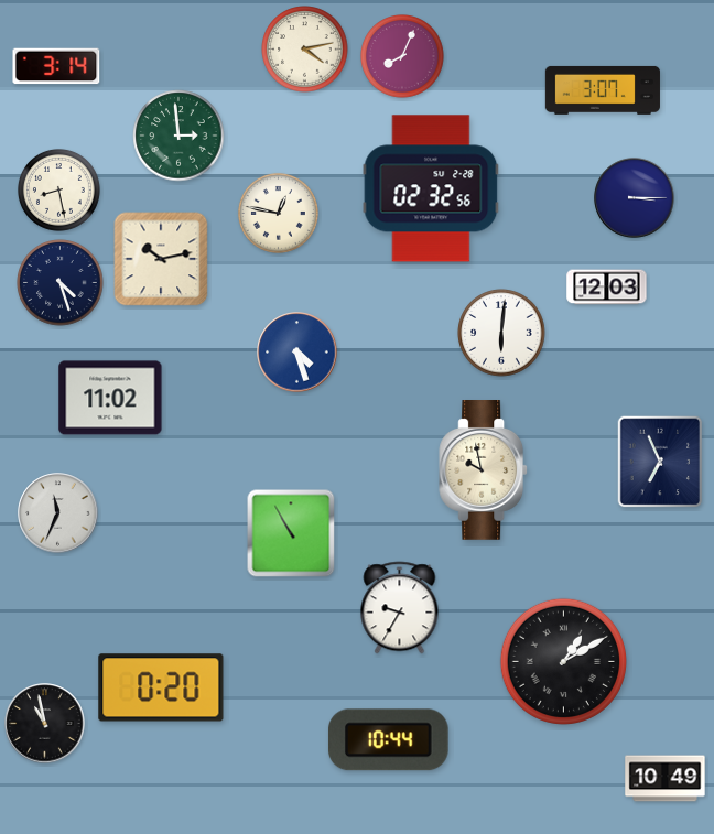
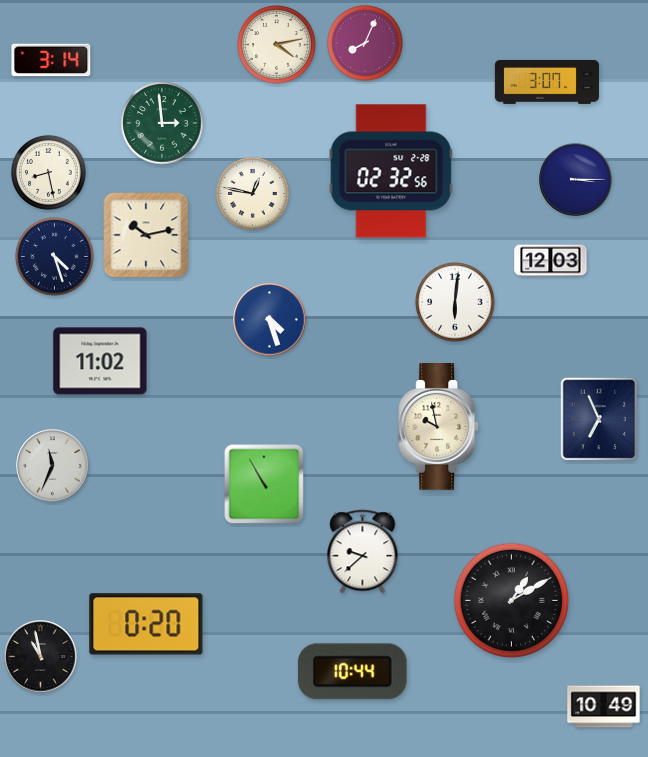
clock at (403, 57) position: (403, 57) -> (366, 44)
clock at (59, 191) position: (59, 191) -> (49, 173)
clock at (400, 608): 9:35 -> 9:38
